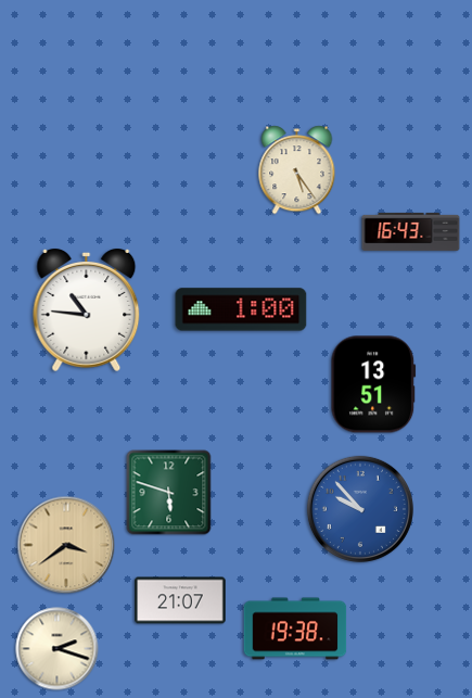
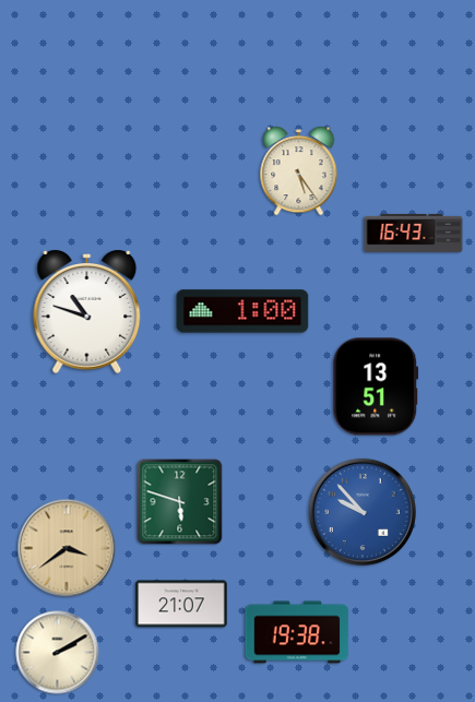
clock at (87, 310): 10:46 -> 10:48
clock at (169, 493) position: (169, 493) -> (180, 502)
clock at (58, 649): 2:18 -> 2:10
